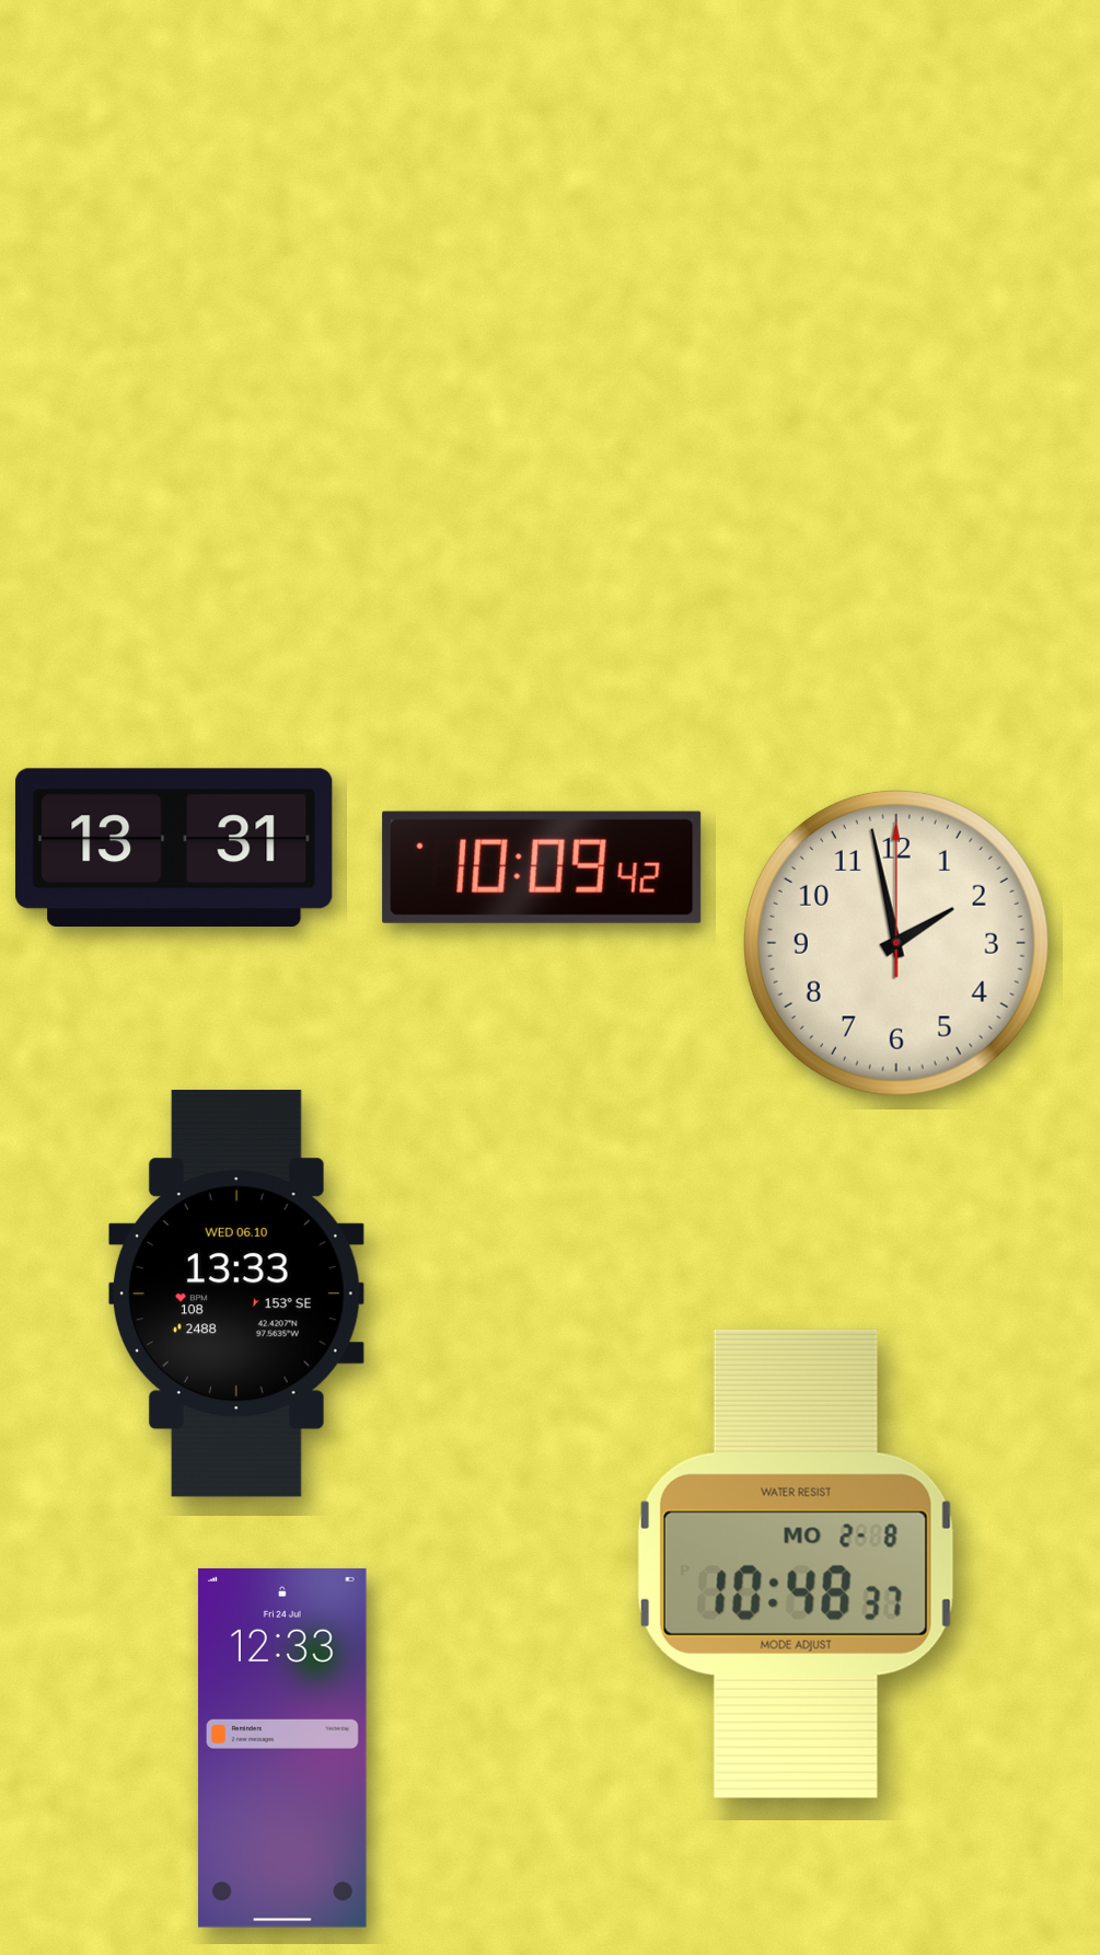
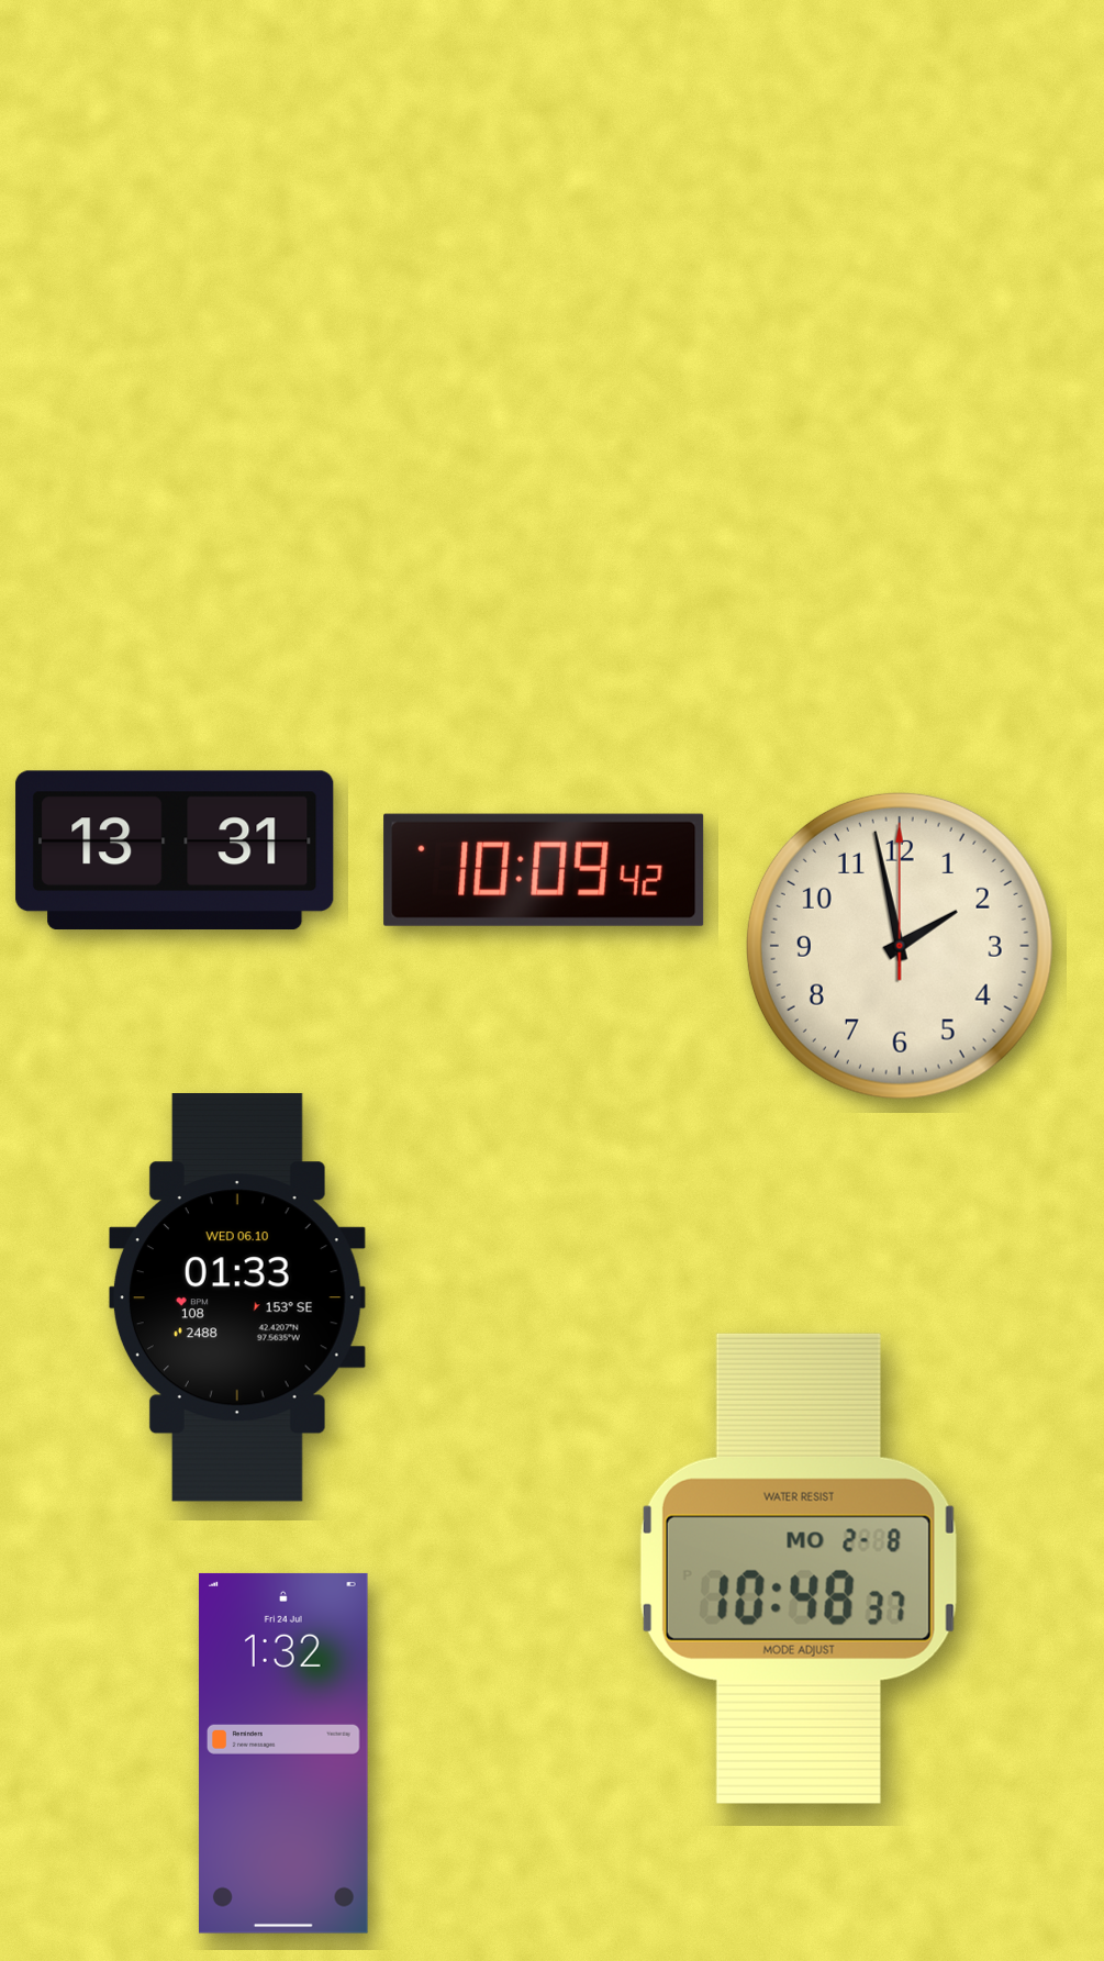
clock at (236, 1293): 13:33 -> 01:33
clock at (282, 1748): 12:33 -> 1:32
